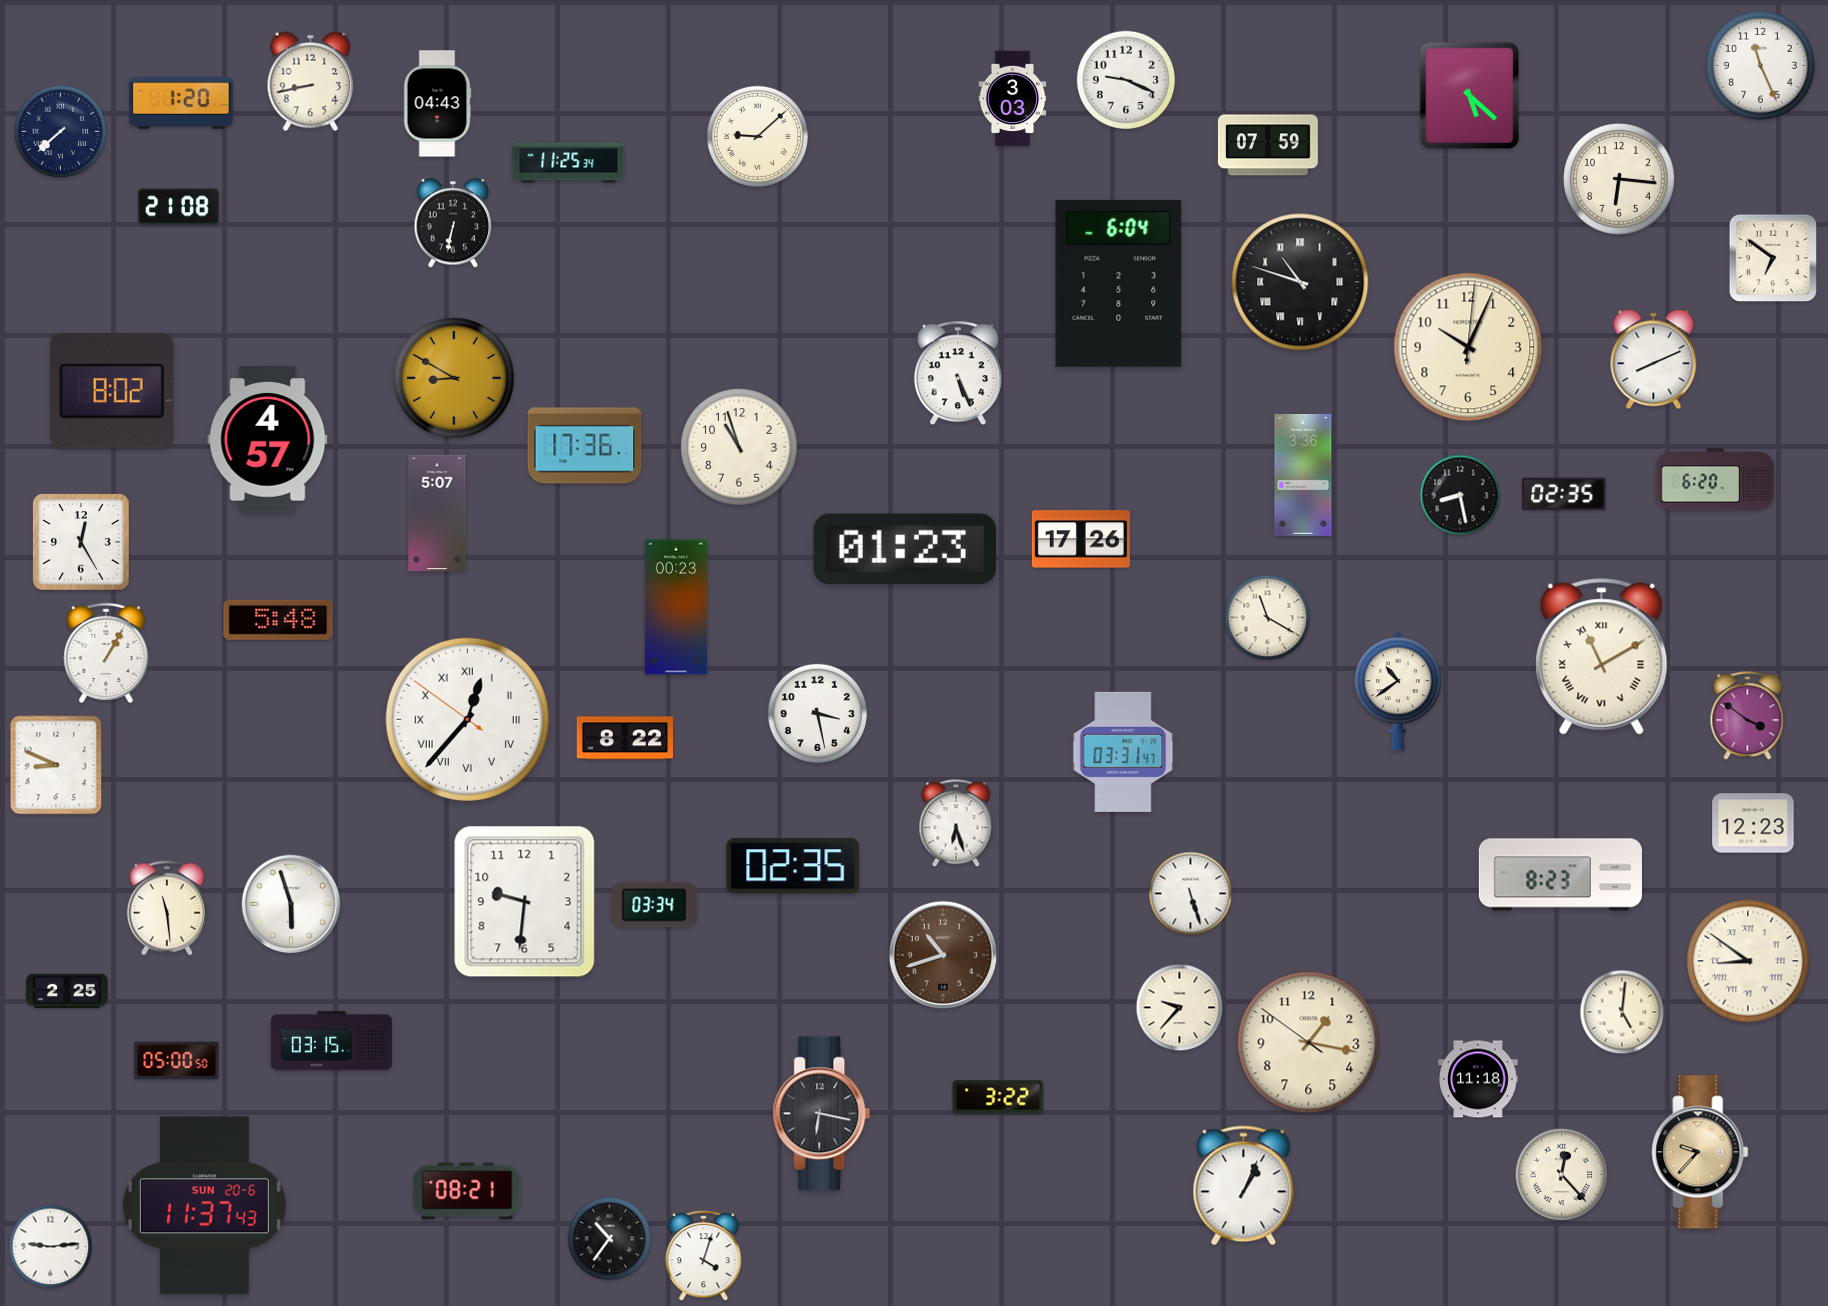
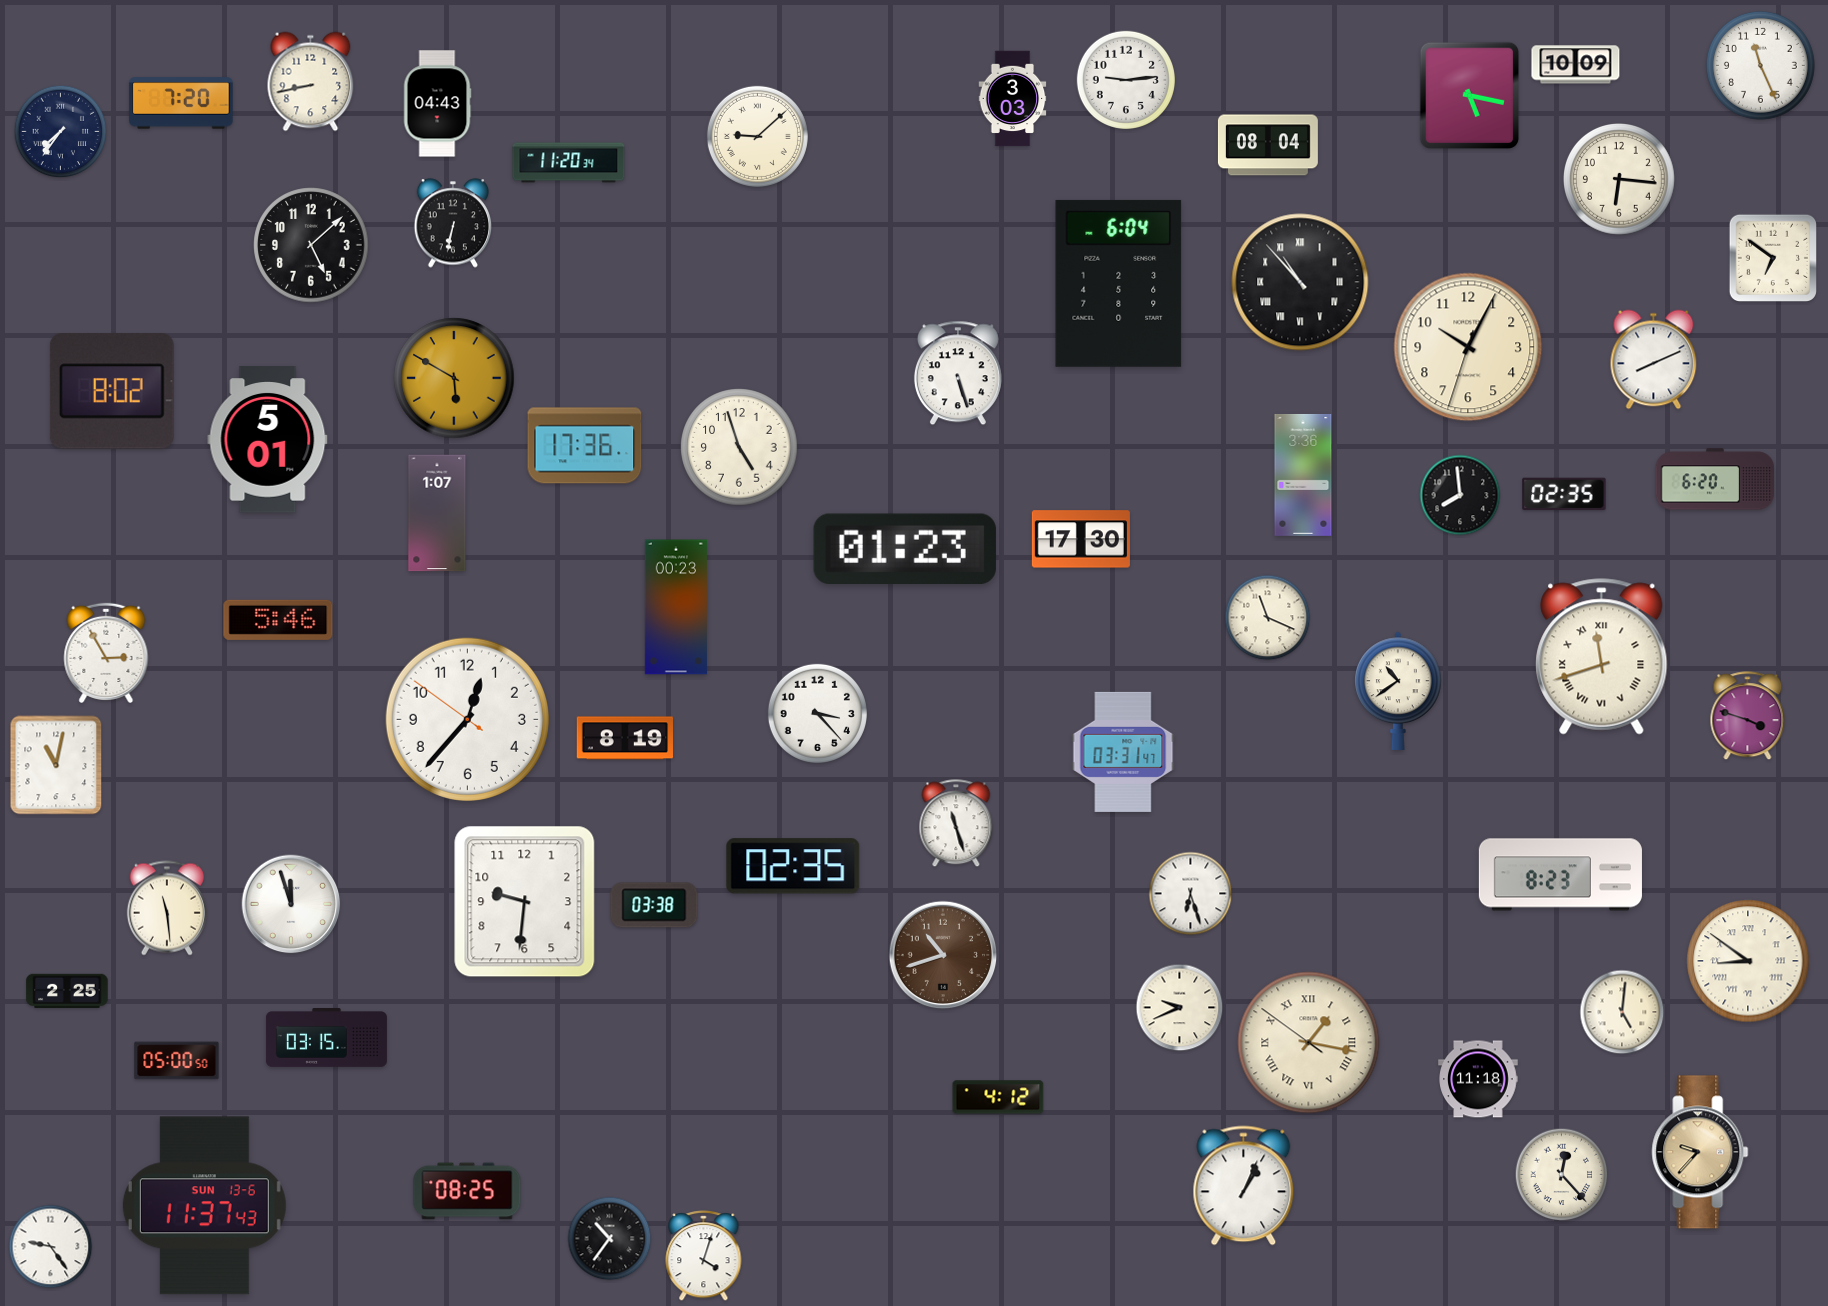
clock at (1576, 65): none -> 10:09
clock at (1126, 80): 9:19 -> 9:14
clock at (1470, 96): 5:22 -> 5:17
clock at (181, 103): 1:20 -> 7:20
clock at (61, 132): 7:38 -> 7:36
clock at (1268, 145): 07:59 -> 08:04
clock at (569, 163): 11:25 -> 11:20
clock at (179, 207): 21:08 -> none
clock at (311, 245): none -> 5:08
clock at (1300, 282): 10:48 -> 10:53
clock at (1468, 347): 10:04:01 -> 10:04:33
clock at (958, 373): 5:26 -> 5:27
clock at (454, 378): 8:50 -> 5:50
clock at (268, 440): 4:57 -> 5:01
clock at (739, 447): 10:57 -> 4:57
clock at (1460, 495): 8:28 -> 7:59
clock at (437, 513): 5:07 -> 1:07
clock at (1081, 539): 17:26 -> 17:30
clock at (81, 542): 12:25 -> none
clock at (1268, 618): 11:20 -> 11:19
clock at (278, 620): 5:48 -> 5:46
clock at (106, 653): 1:05 -> 2:55
clock at (1602, 657): 11:10 -> 11:42
clock at (817, 713): 3:28 -> 3:23
clock at (1748, 716): 3:51 -> 3:48
clock at (467, 719) numerals: Roman -> Arabic
clock at (624, 738): 8:22 -> 8:19
clock at (56, 765): 8:49 -> 11:02
clock at (1753, 823): 12:23 -> none
clock at (956, 824): 6:27 -> 11:27
clock at (1191, 894): 5:27 -> 6:27
clock at (291, 904): 5:57 -> 11:57
clock at (654, 905): 03:34 -> 03:38
clock at (1180, 1008): 9:37 -> 9:41
clock at (331, 1041) position: (331, 1041) -> (326, 1038)
clock at (1309, 1043) numerals: Arabic -> Roman
clock at (998, 1097): 3:22 -> 4:12
clock at (822, 1114): 6:17 -> none
clock at (467, 1191): 08:21 -> 08:25
clock at (204, 1206) date: SUN 20-6 -> SUN 13-6
clock at (51, 1247): 9:14 -> 9:24
